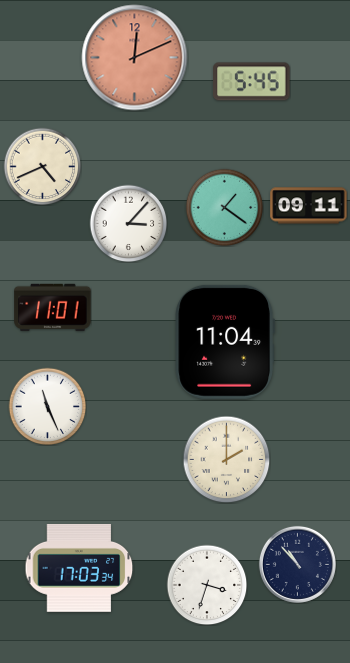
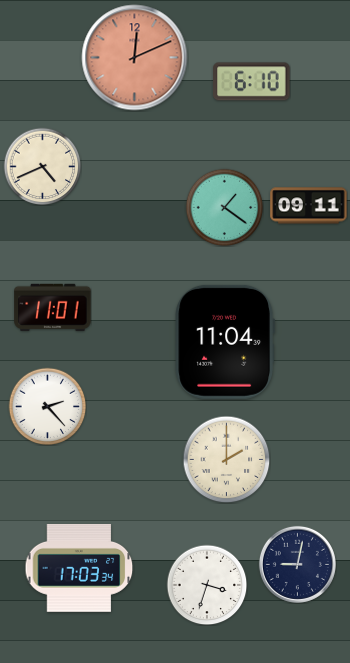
clock at (252, 82): 5:45 -> 6:10
clock at (128, 223): 3:07 -> none
clock at (47, 406): 11:26 -> 2:23
clock at (297, 564): 10:53 -> 9:02
